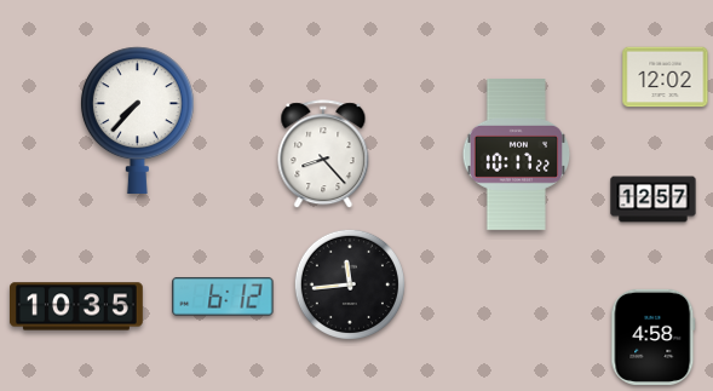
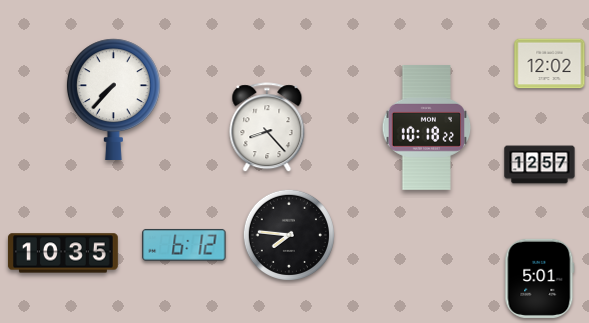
clock at (517, 155): 10:17 -> 10:18
clock at (350, 284): 11:44 -> 7:46
clock at (654, 337): 4:58 -> 5:01
